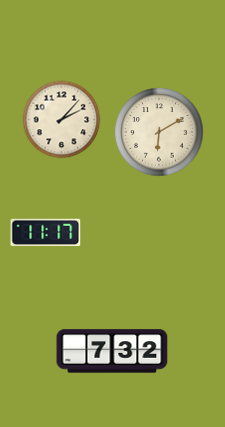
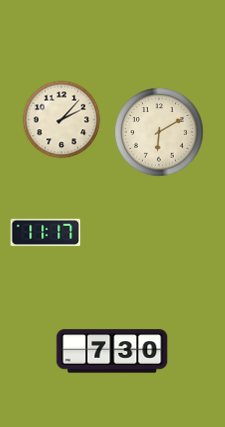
clock at (112, 351): 7:32 -> 7:30
